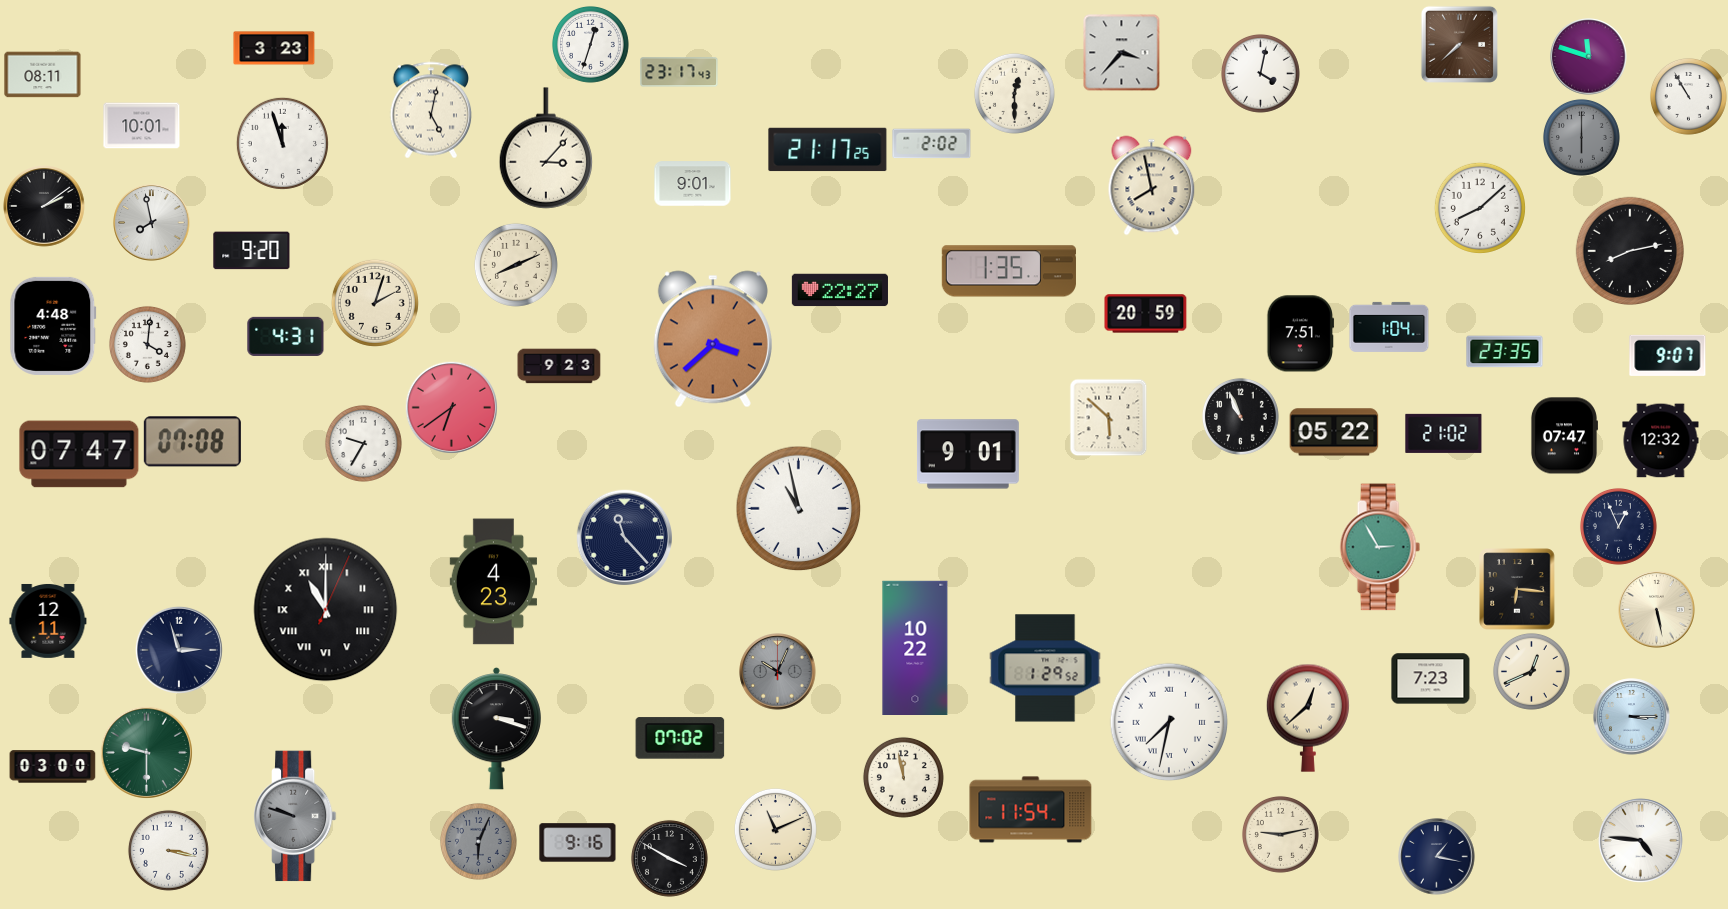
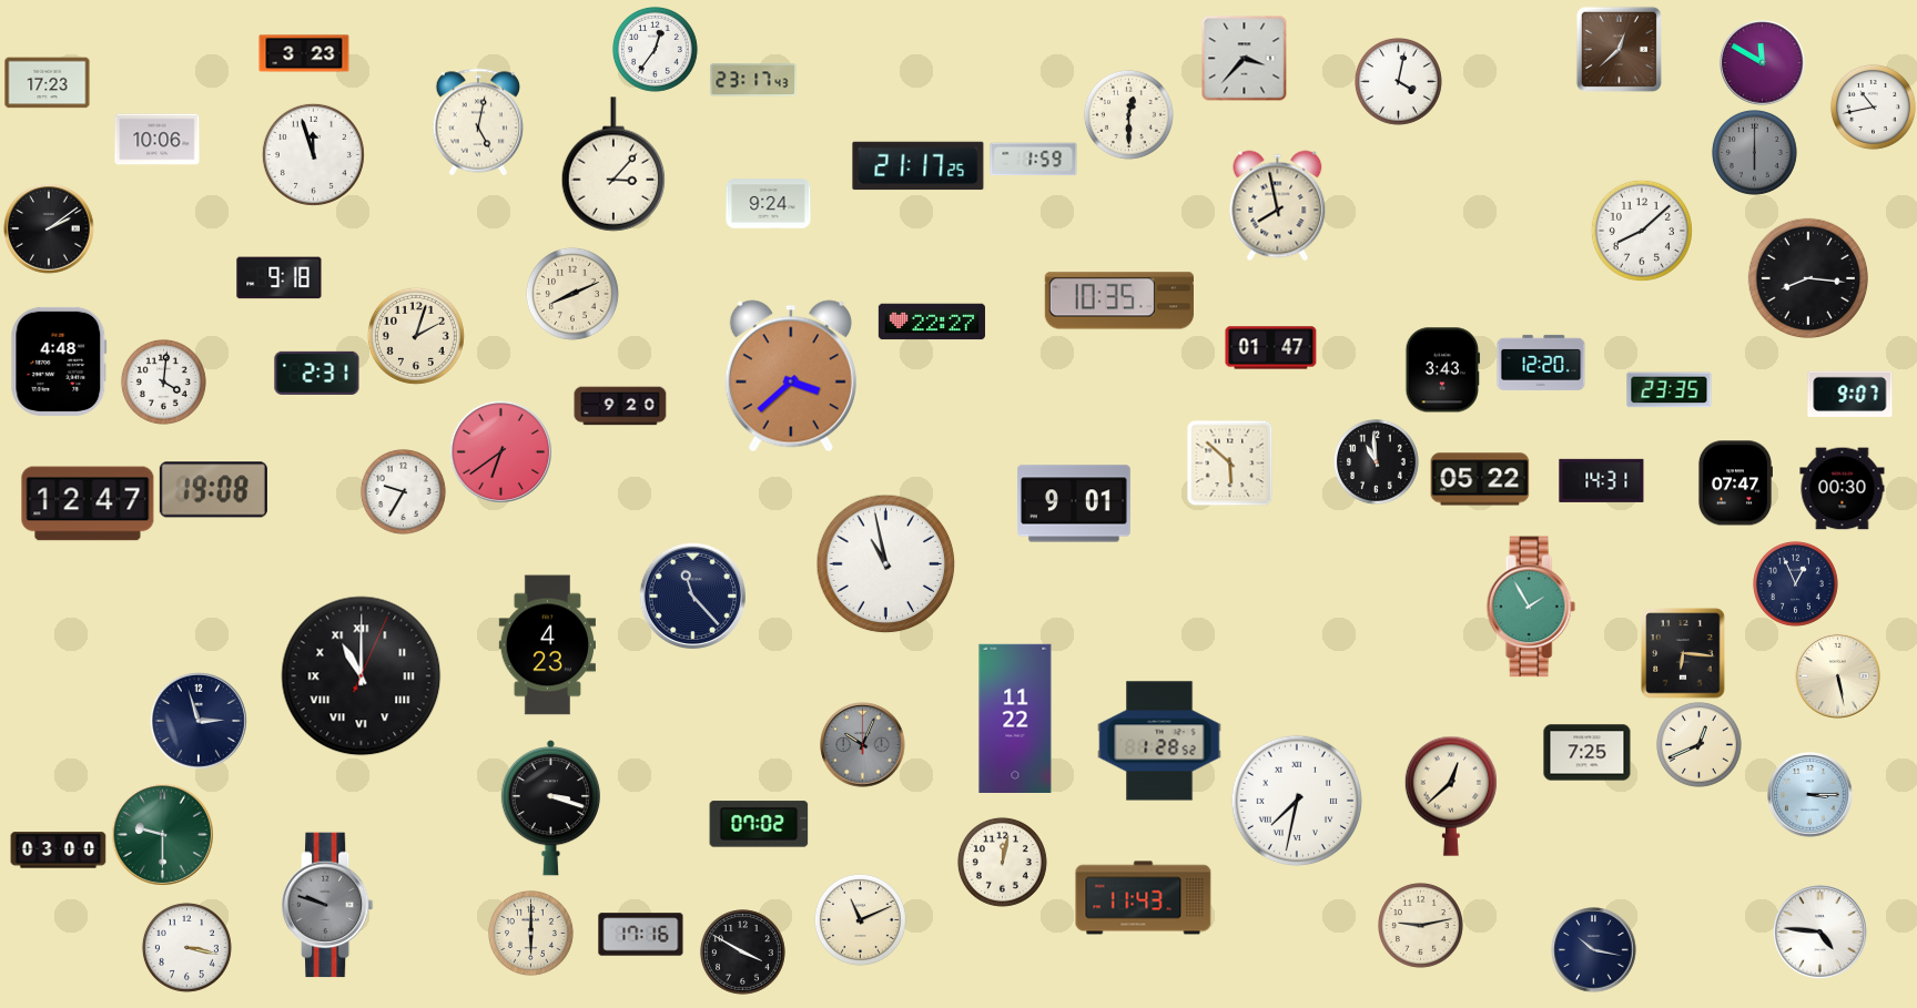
clock at (590, 44): 12:33 -> 12:36
clock at (1459, 44): 7:38 -> 12:38
clock at (1589, 57): 11:48 -> 11:50
clock at (43, 75): 08:11 -> 17:23
clock at (1014, 93) position: (1014, 93) -> (1128, 114)
clock at (1688, 96): 10:55 -> 10:43
clock at (142, 126): 10:01 -> 10:06
clock at (282, 143) position: (282, 143) -> (313, 154)
clock at (932, 144): 2:02 -> 1:59
clock at (546, 148) position: (546, 148) -> (613, 164)
clock at (693, 184): 9:01 -> 9:24
clock at (152, 223): 7:58 -> none
clock at (1629, 250): 8:13 -> 8:16
clock at (252, 251): 9:20 -> 9:18
clock at (1009, 271): 1:35 -> 10:35
clock at (1146, 314): 20:59 -> 01:47
clock at (1389, 327): 1:04 -> 12:20
clock at (1301, 334): 7:51 -> 3:43
clock at (286, 336): 4:31 -> 2:31
clock at (559, 366): 9:23 -> 9:20
clock at (1240, 416): 10:56 -> 10:59
clock at (1444, 433): 21:02 -> 14:31
clock at (1661, 441): 12:32 -> 00:30
clock at (192, 442): 07:08 -> 19:08
clock at (79, 454): 07:47 -> 12:47
clock at (1380, 547): 2:55 -> 1:55
clock at (48, 621): 12:11 -> none
clock at (915, 647): 10:22 -> 11:22
clock at (1045, 668): 1:29 -> 1:28
clock at (1431, 679): 7:23 -> 7:25
clock at (680, 738) position: (680, 738) -> (759, 824)
clock at (903, 777): 11:58 -> 12:02
clock at (1031, 810): 11:54 -> 11:43
clock at (478, 841): 6:04 -> 6:00
clock at (478, 841) dial: grey -> cream
clock at (578, 843): 9:16 -> 17:16
clock at (168, 850) position: (168, 850) -> (186, 947)
clock at (1437, 857): 1:17 -> 10:17
